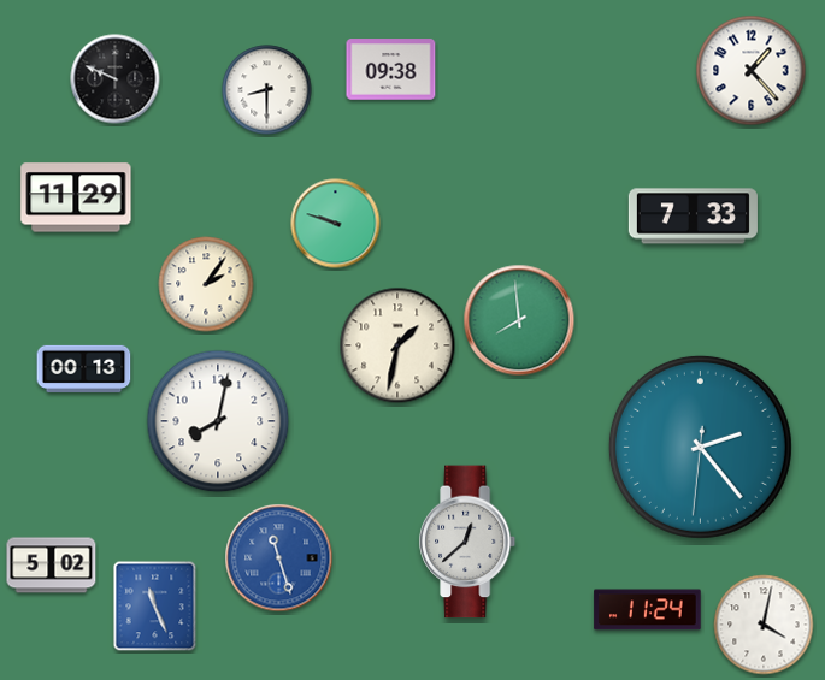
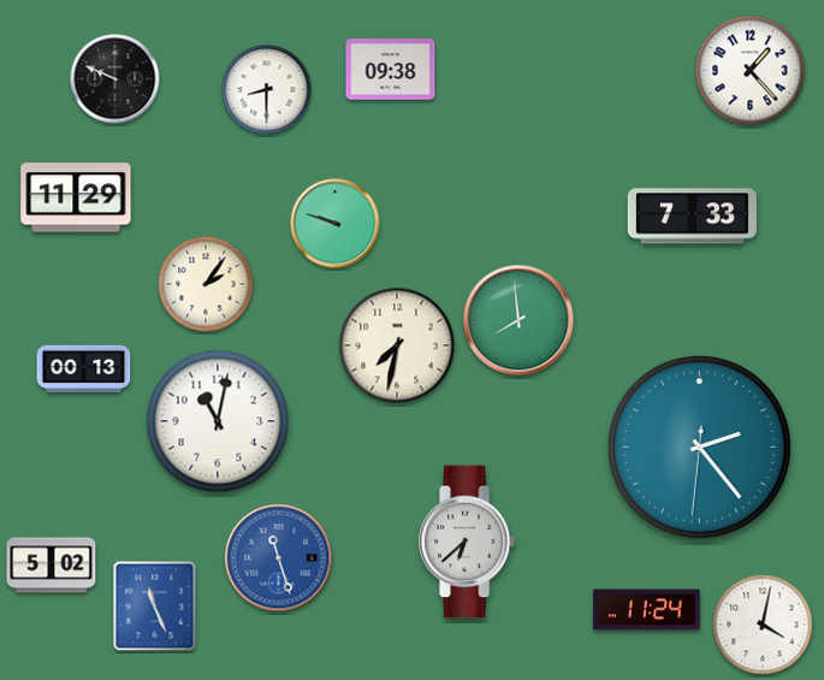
clock at (397, 345): 1:32 -> 7:32
clock at (218, 421): 8:02 -> 11:02
clock at (469, 542): 12:38 -> 6:38
